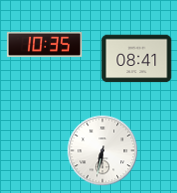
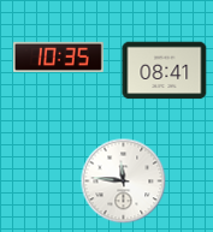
clock at (44, 44) position: (44, 44) -> (58, 56)
clock at (103, 151): 6:32 -> 11:46
